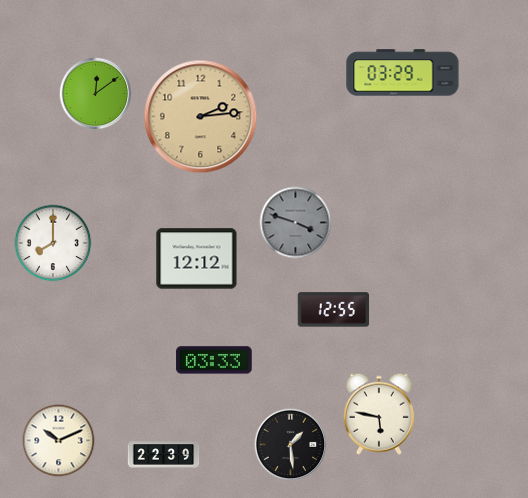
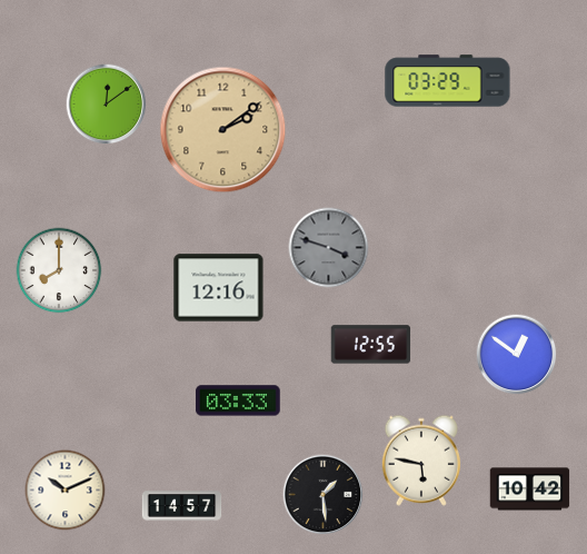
clock at (201, 117): 2:14 -> 2:09
clock at (197, 259): 12:12 -> 12:16
clock at (517, 355): none -> 12:51
clock at (530, 489): none -> 10:42
clock at (164, 455): 22:39 -> 14:57
